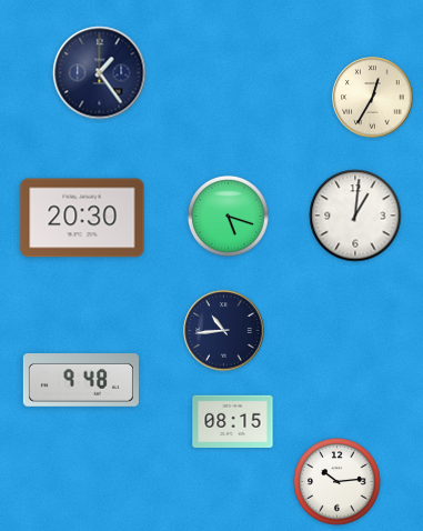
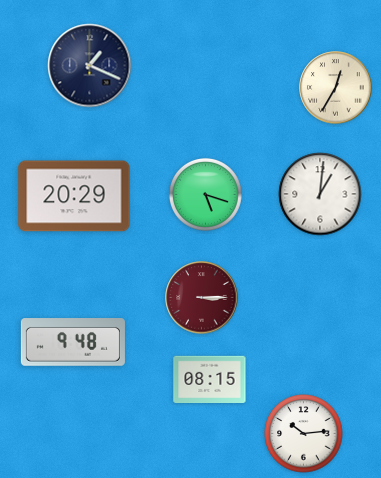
clock at (100, 73): 1:24 -> 1:19
clock at (82, 218): 20:30 -> 20:29
clock at (224, 331): 10:44 -> 3:15
clock at (224, 331) dial: navy -> burgundy
